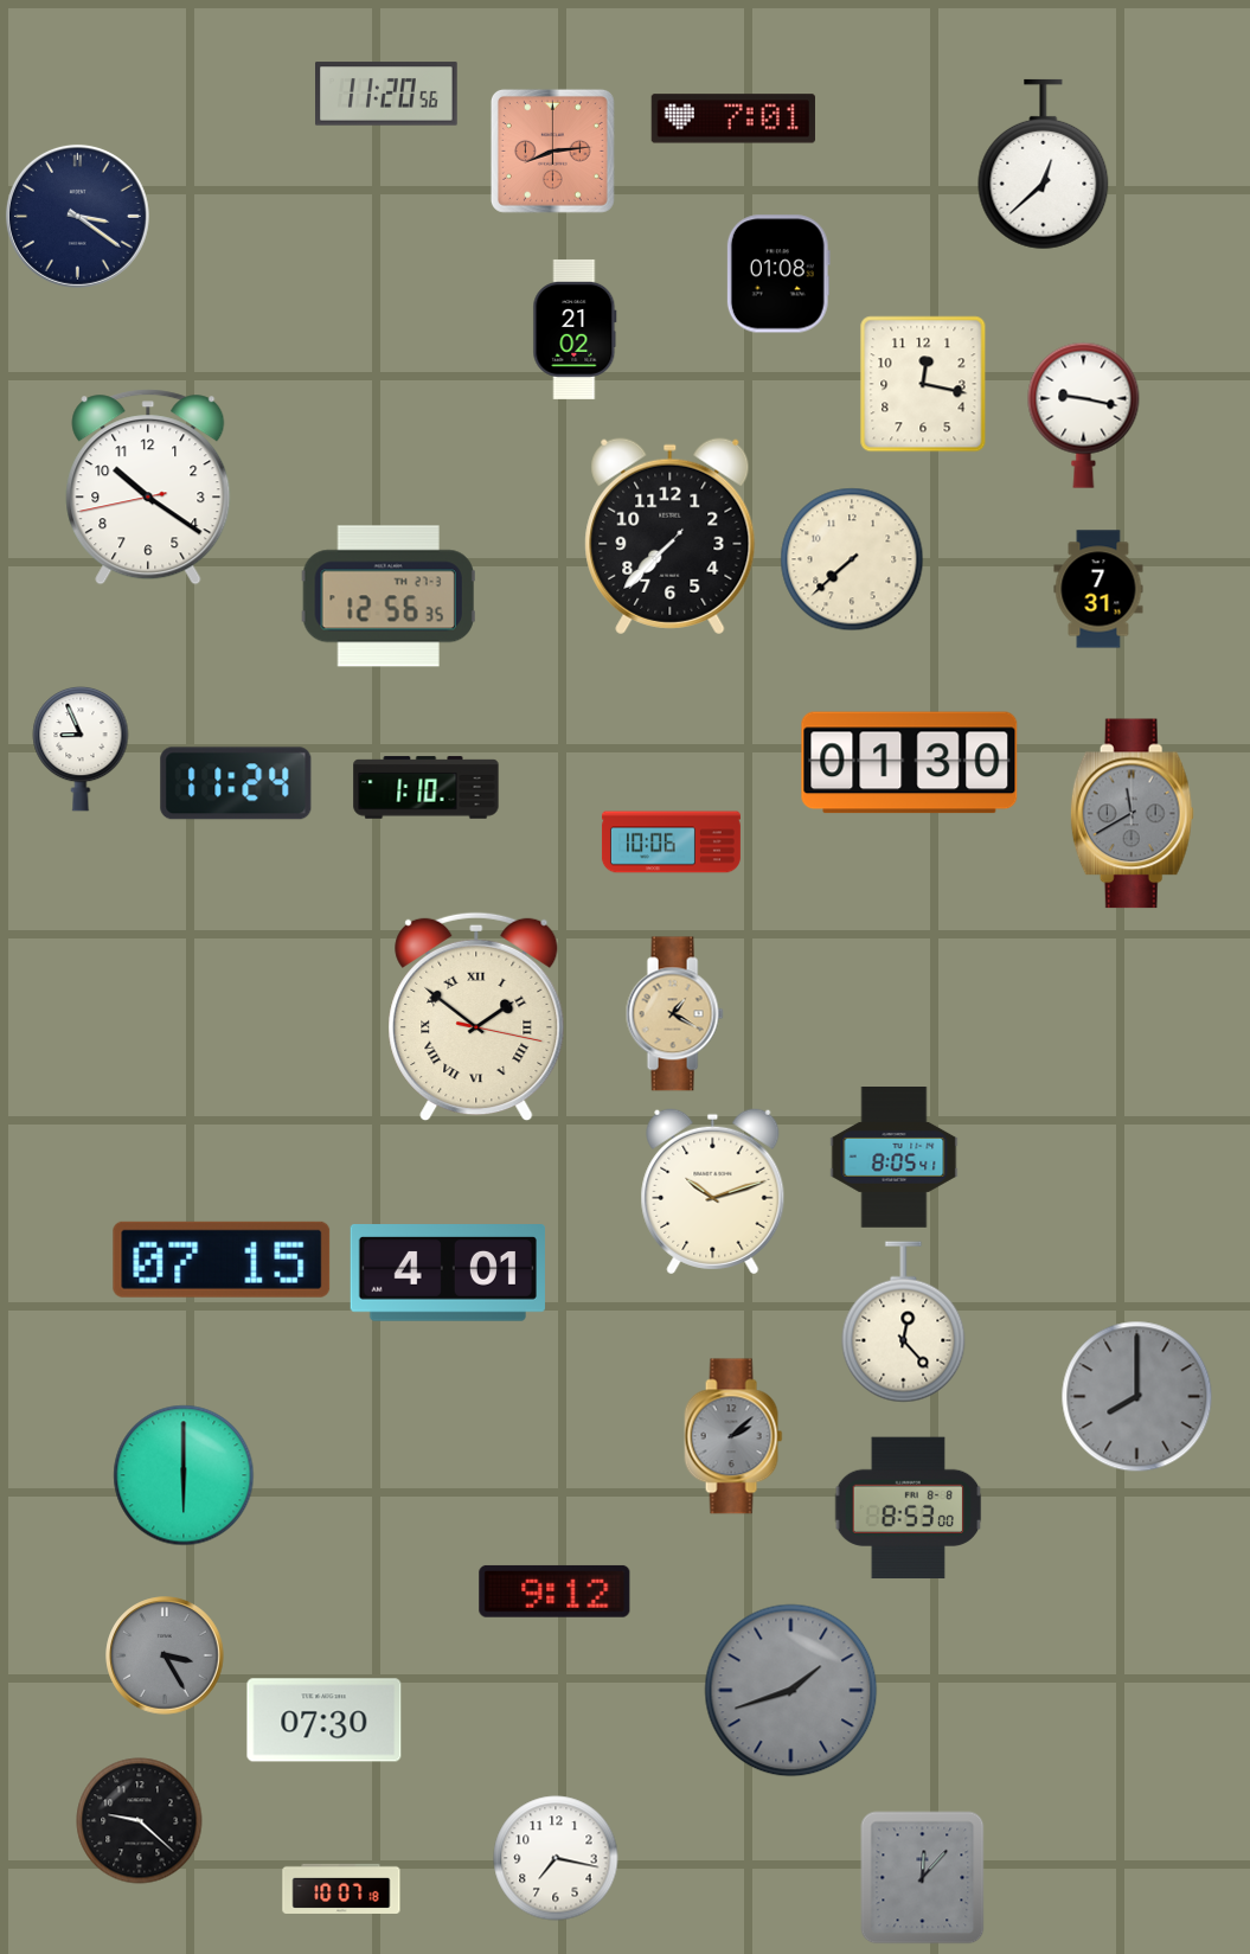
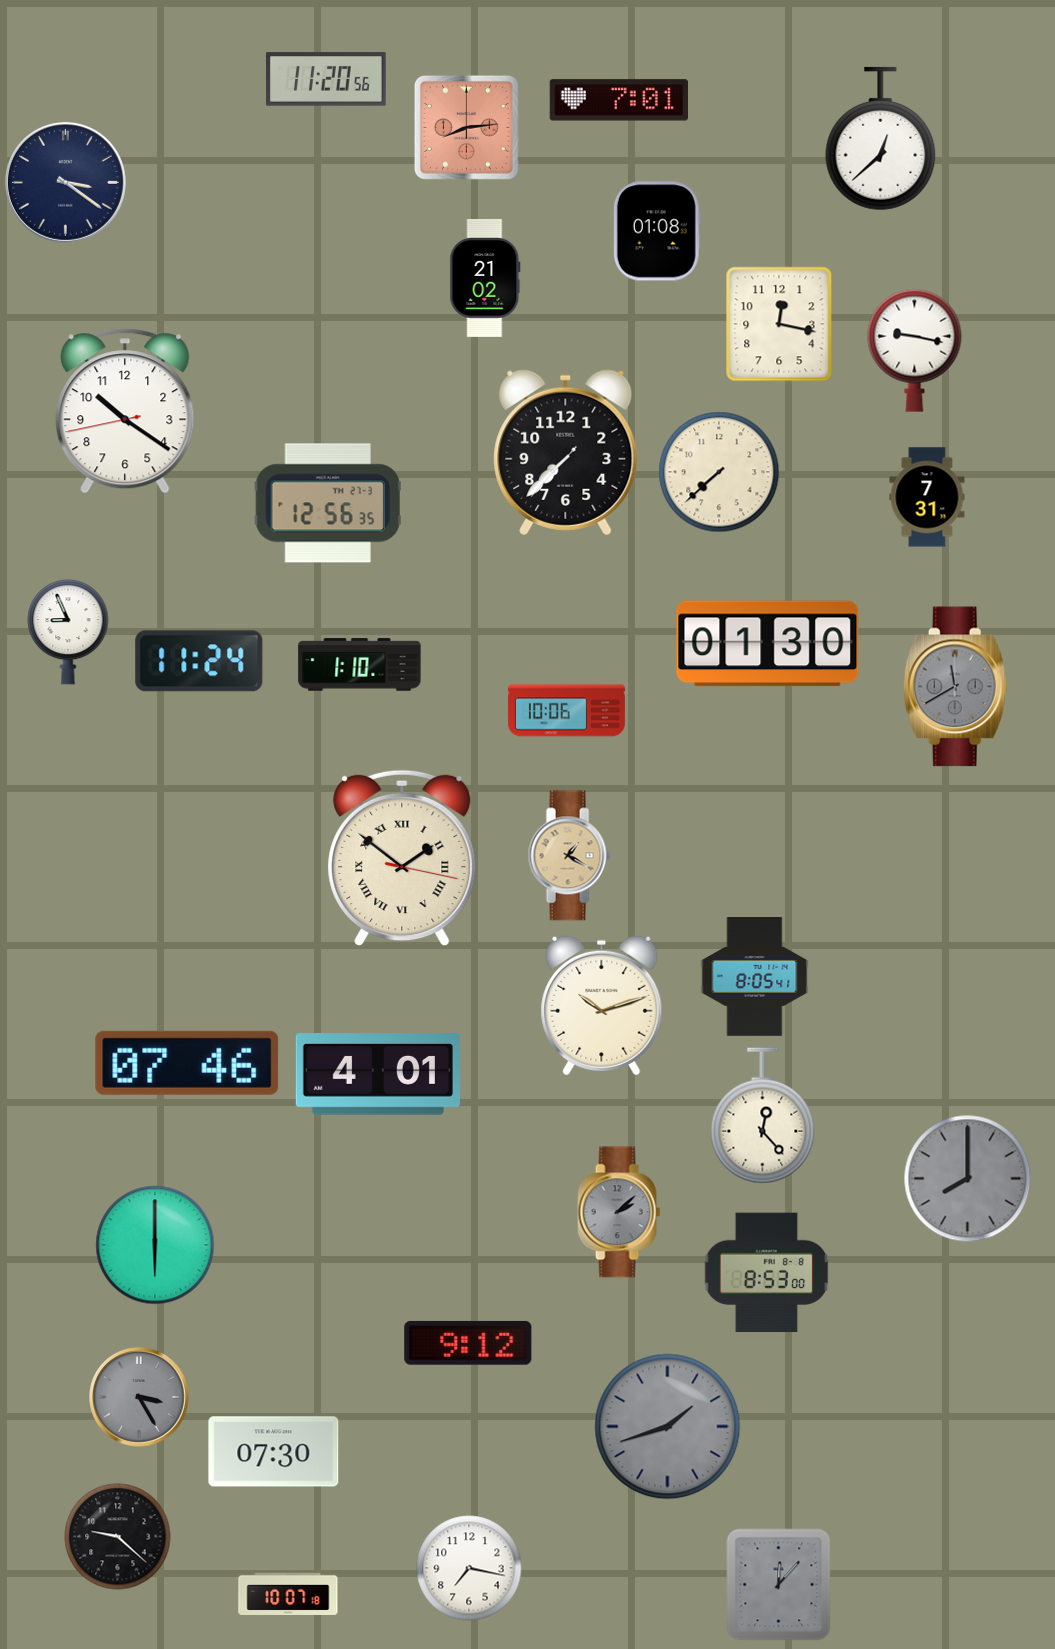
clock at (222, 1260): 07:15 -> 07:46
clock at (1137, 1397) position: (1137, 1397) -> (968, 1179)
